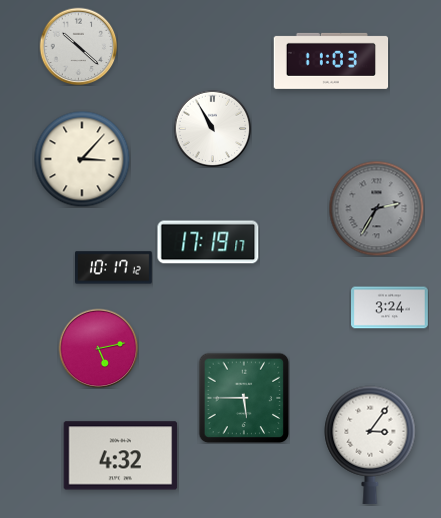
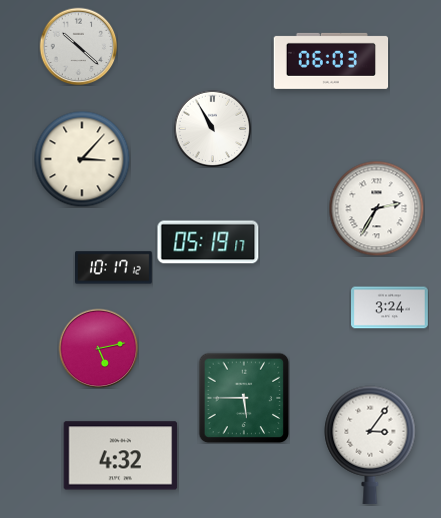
clock at (331, 61): 11:03 -> 06:03
clock at (376, 208) dial: grey -> white
clock at (208, 242): 17:19 -> 05:19
